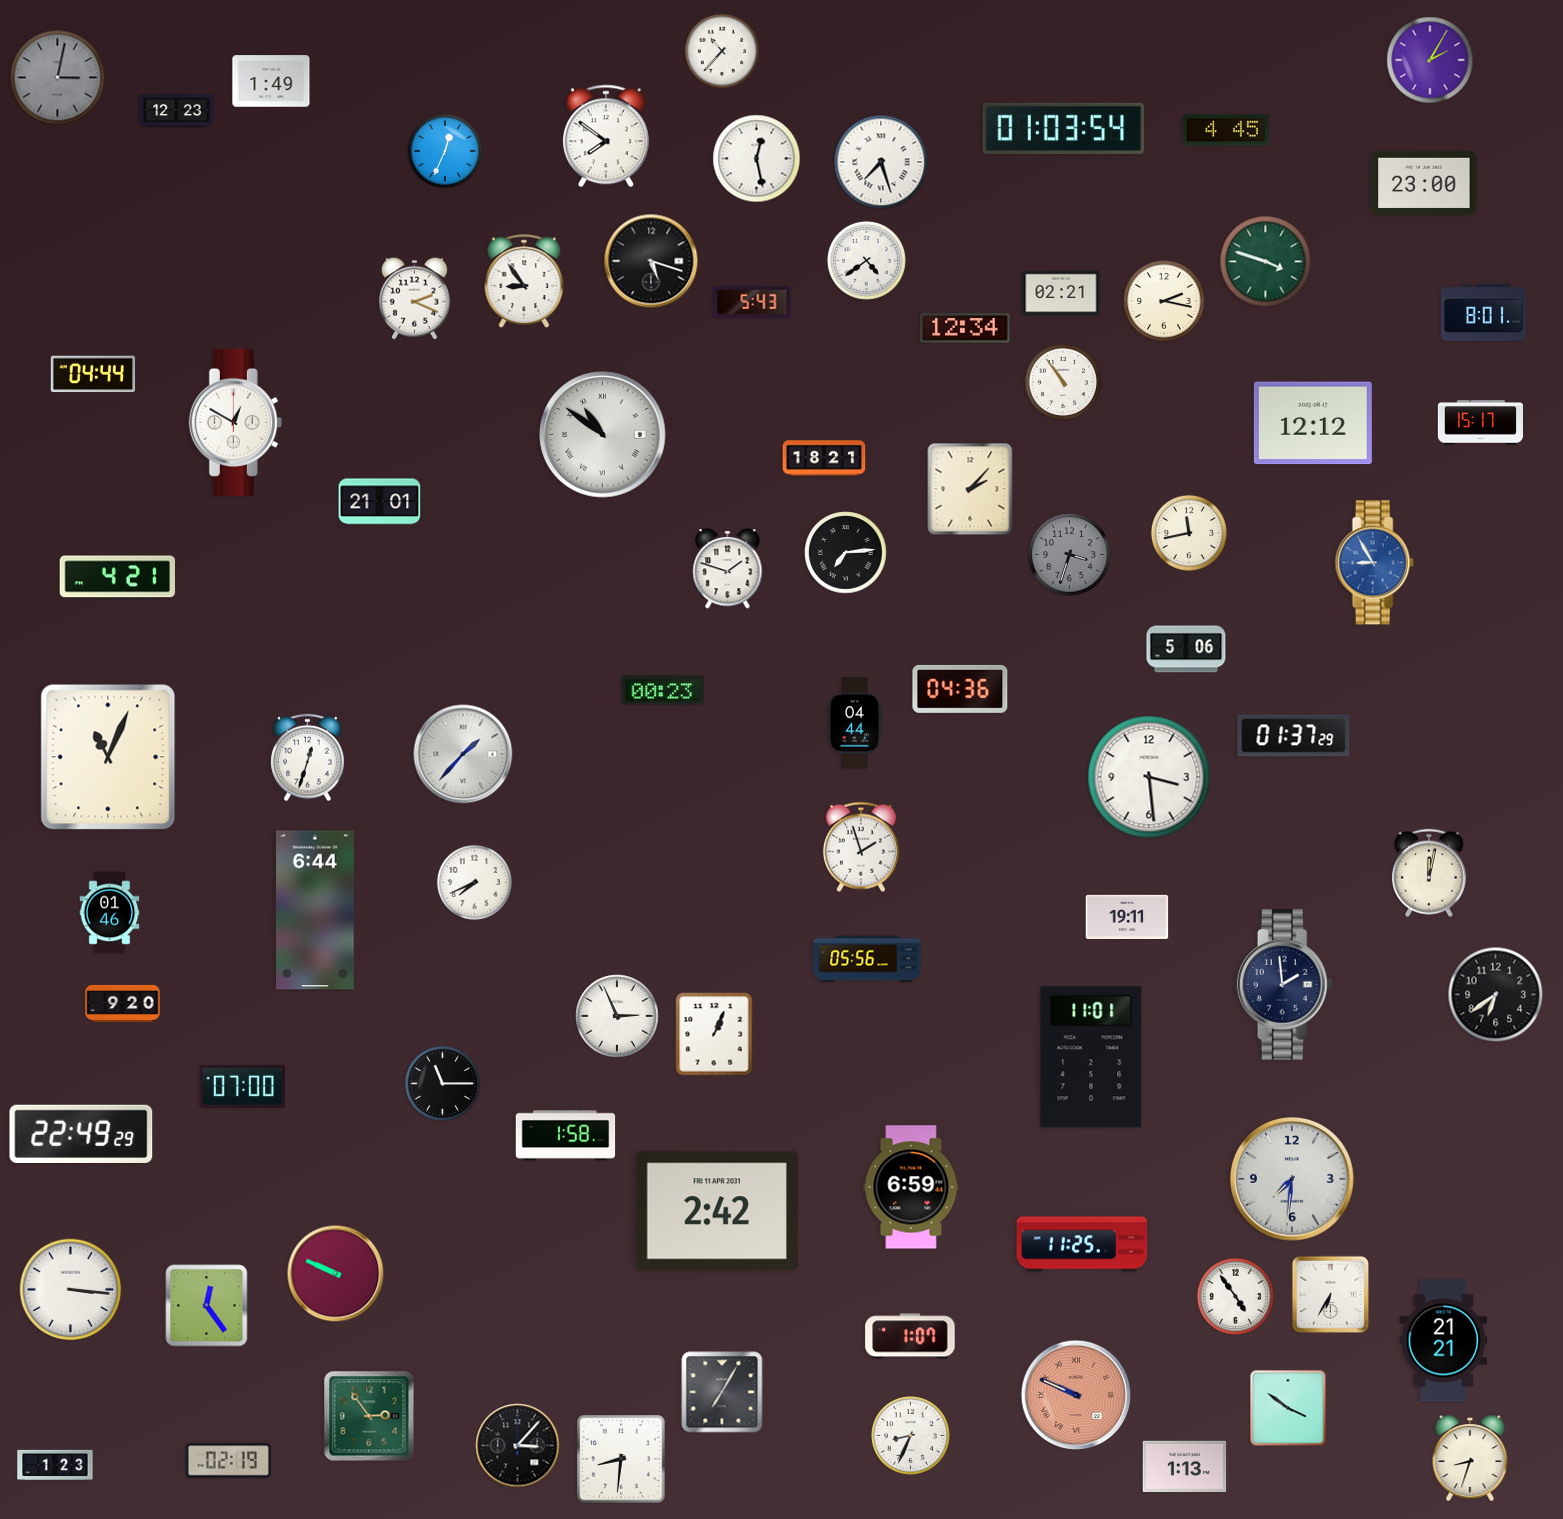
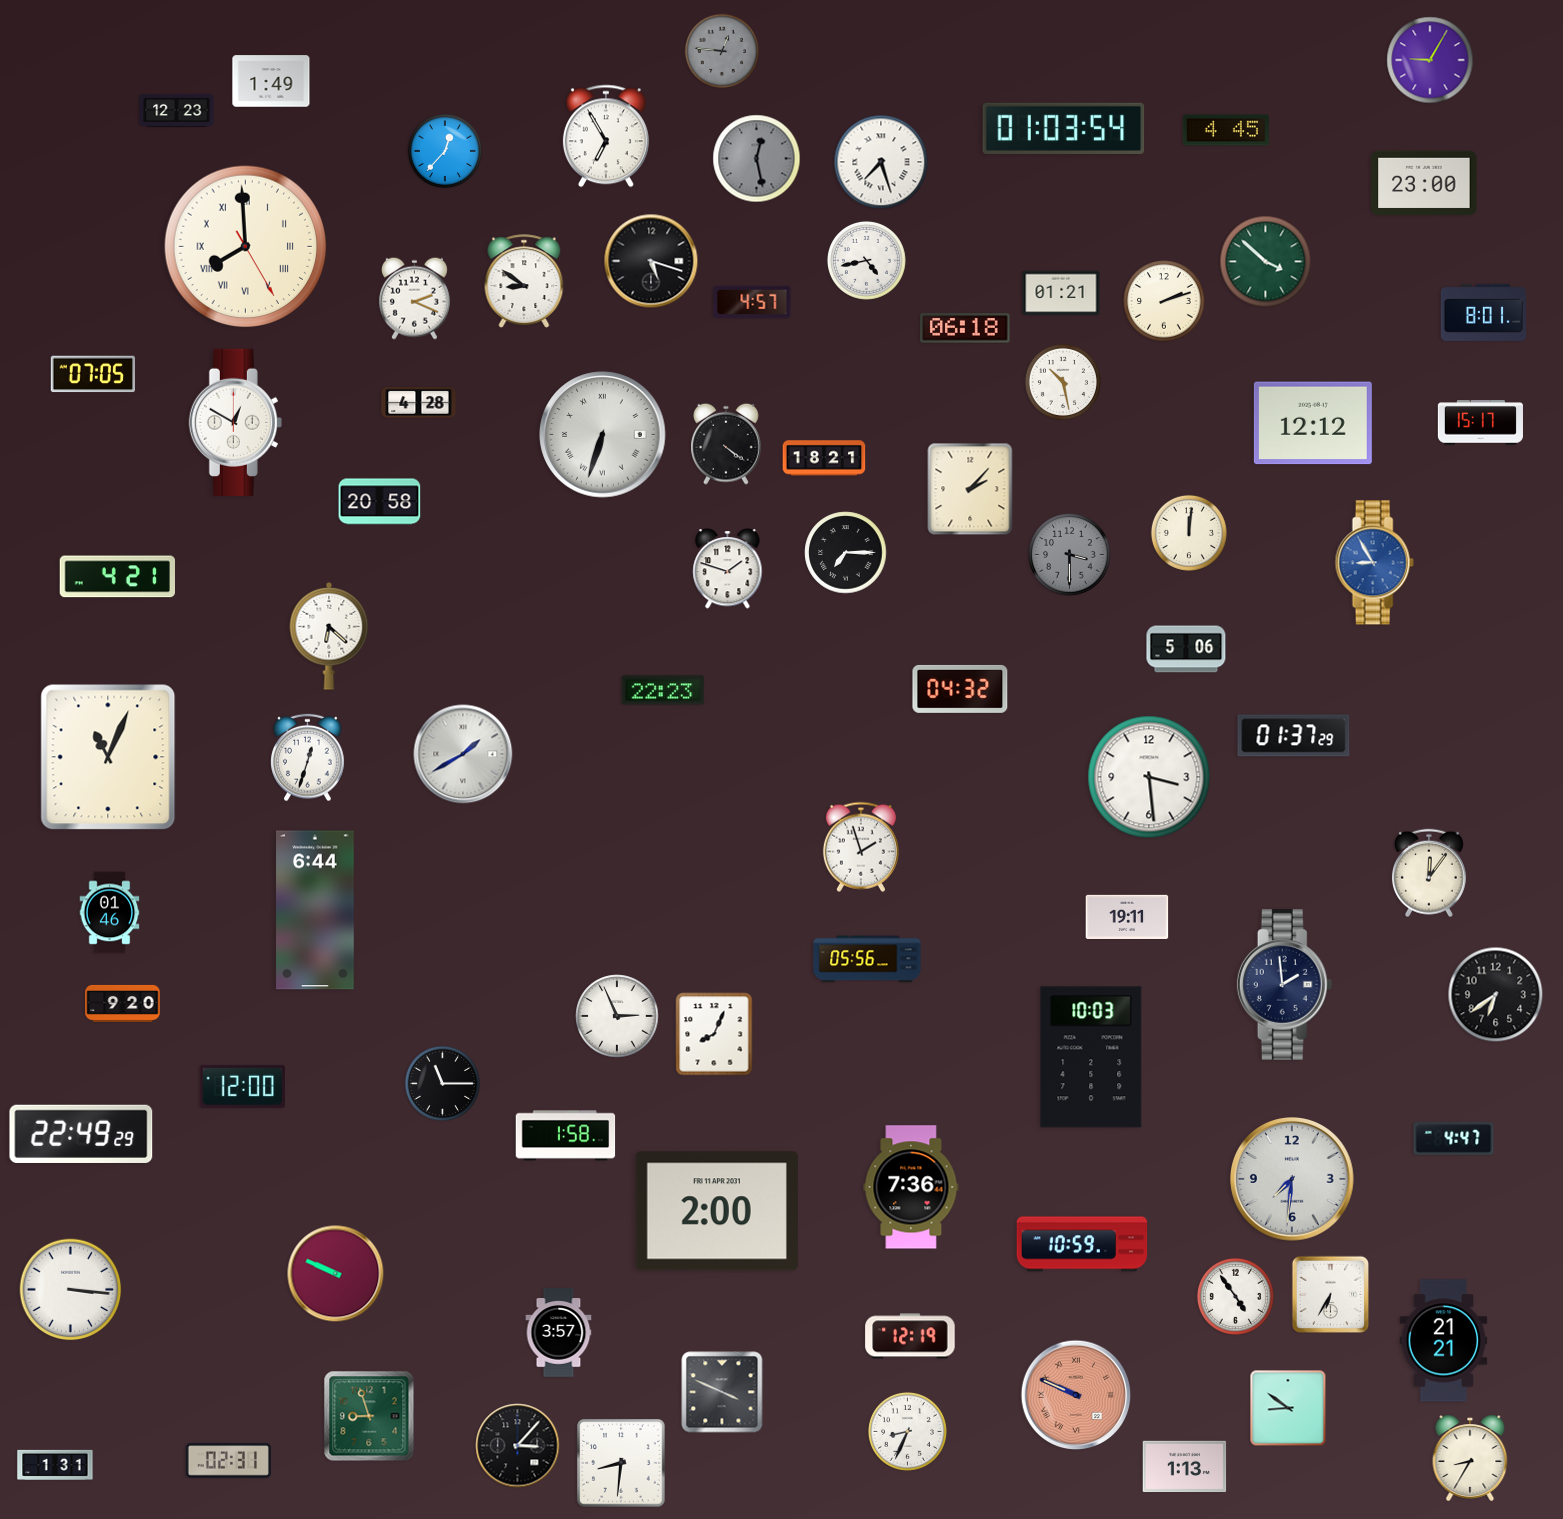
clock at (721, 50): 10:37 -> 12:46
clock at (721, 50) dial: white -> grey
clock at (1430, 60): 2:05 -> 9:05
clock at (58, 78): 3:02 -> none
clock at (606, 136): 7:51 -> 6:55
clock at (444, 150): 12:34 -> 12:37
clock at (757, 159) dial: white -> grey
clock at (246, 247): none -> 7:59
clock at (866, 260): 4:39 -> 4:43
clock at (1266, 262): 3:48 -> 3:52
clock at (524, 281): 8:54 -> 8:51
clock at (1061, 293): 02:21 -> 01:21
clock at (1164, 301): 2:17 -> 2:12
clock at (752, 302): 5:43 -> 4:57
clock at (965, 328): 12:34 -> 06:18
clock at (92, 374): 04:44 -> 07:05
clock at (1063, 382): 10:54 -> 10:28
clock at (419, 403): none -> 4:28
clock at (603, 435): 10:51 -> 6:33
clock at (727, 444): none -> 4:21
clock at (380, 502): 21:01 -> 20:58
clock at (1189, 533): 11:43 -> 12:01
clock at (846, 553): 7:14 -> 7:15
clock at (1070, 555): 3:33 -> 3:30
clock at (329, 636): none -> 6:22
clock at (960, 689): 04:36 -> 04:32
clock at (663, 690): 00:23 -> 22:23
clock at (854, 723): 04:44 -> none
clock at (463, 754): 1:37 -> 1:40
clock at (1429, 873): 12:02 -> 12:06
clock at (474, 882): 7:41 -> none
clock at (714, 1034): 1:04 -> 8:04
clock at (1091, 1057): 11:01 -> 10:03
clock at (242, 1086): 07:00 -> 12:00
clock at (1454, 1138): none -> 4:47
clock at (911, 1187): 6:59 -> 7:36
clock at (717, 1211): 2:42 -> 2:00
clock at (1082, 1244): 11:25 -> 10:59
clock at (207, 1306): 12:24 -> none
clock at (559, 1333): none -> 3:57
clock at (910, 1336): 1:07 -> 12:19
clock at (722, 1392): 7:05 -> 3:49
clock at (1288, 1408): 3:51 -> 8:51
clock at (369, 1416): 2:54 -> 8:57
clock at (910, 1435) position: (910, 1435) -> (907, 1431)
clock at (1470, 1458): 8:33 -> 8:35
clock at (621, 1459) position: (621, 1459) -> (621, 1463)
clock at (228, 1461): 02:19 -> 02:31
clock at (55, 1465): 1:23 -> 1:31
